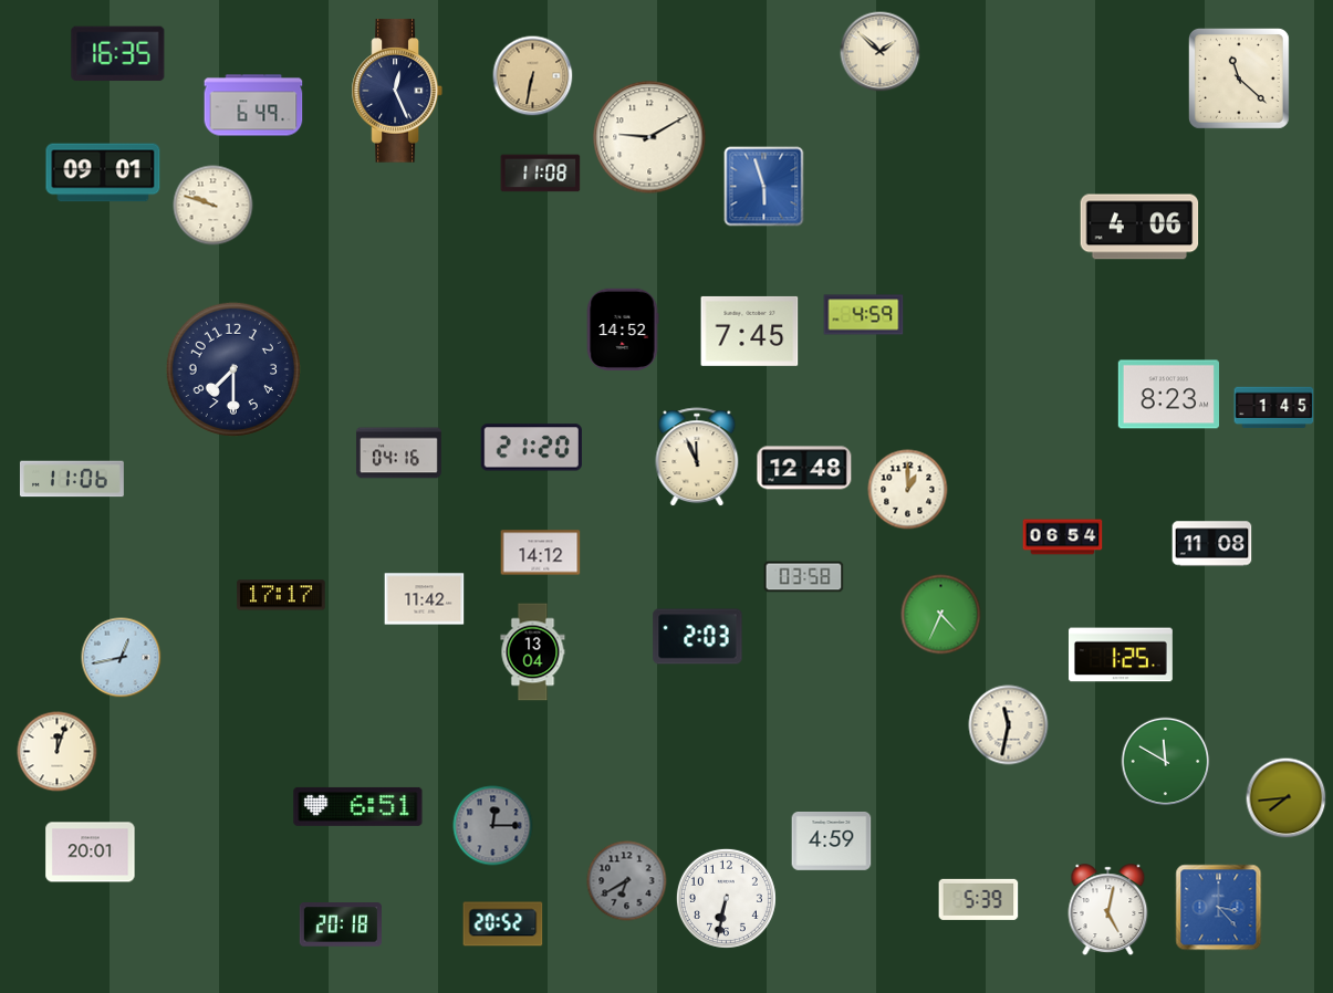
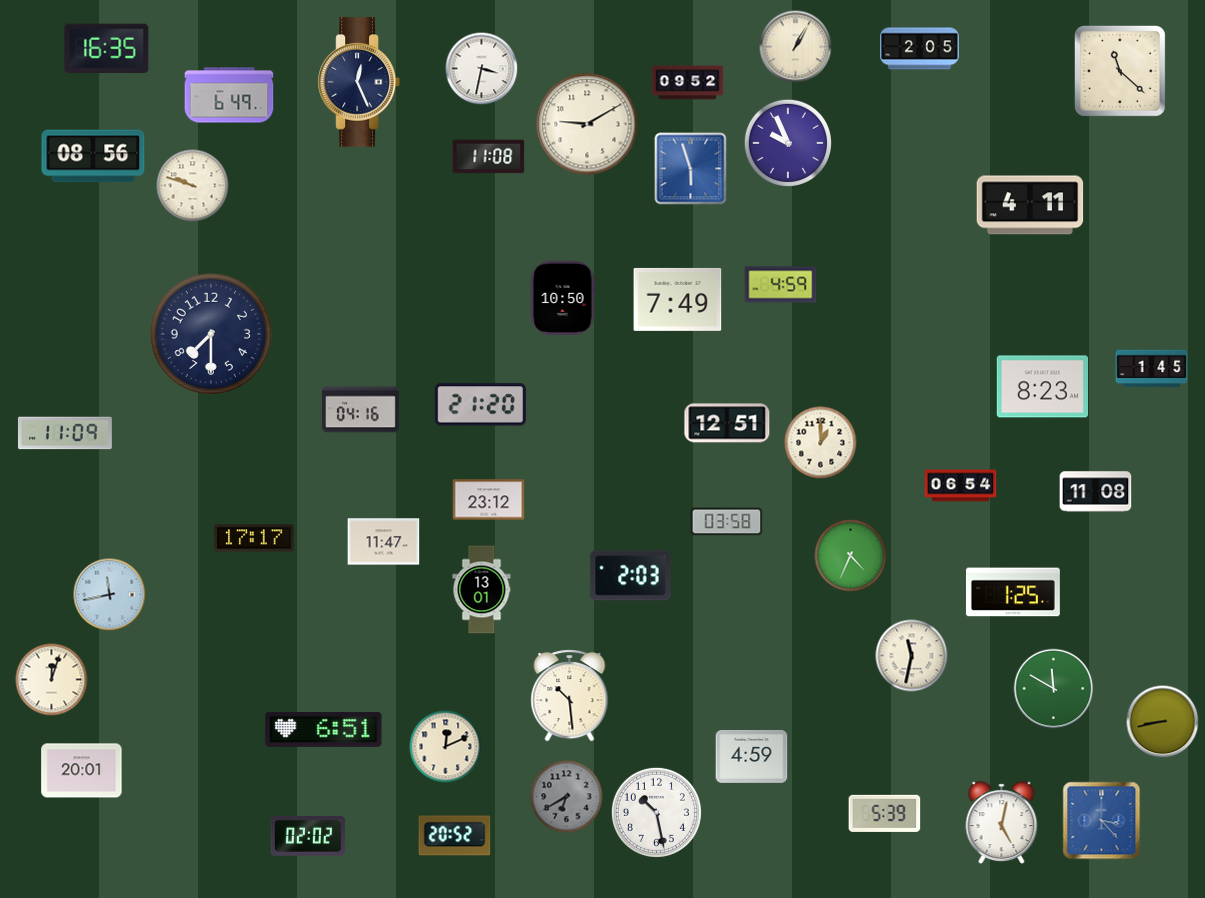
clock at (881, 52): 1:52 -> 1:05
clock at (920, 49): none -> 2:05
clock at (533, 76): 6:32 -> 3:32
clock at (533, 76) dial: champagne -> white
clock at (688, 83): none -> 09:52
clock at (788, 143): none -> 9:56
clock at (103, 173): 09:01 -> 08:56
clock at (1139, 227): 4:06 -> 4:11
clock at (623, 328): 14:52 -> 10:50
clock at (750, 331): 7:45 -> 7:49
clock at (1168, 395) position: (1168, 395) -> (1042, 387)
clock at (697, 458): 11:56 -> none
clock at (804, 468): 12:48 -> 12:51
clock at (72, 479): 11:06 -> 11:09
clock at (541, 553): 14:12 -> 23:12
clock at (425, 599): 11:42 -> 11:47
clock at (533, 652): 13:04 -> 13:01
clock at (122, 658): 12:43 -> 11:43
clock at (570, 696): none -> 10:29
clock at (1287, 798): 7:44 -> 8:43
clock at (493, 826): 12:15 -> 12:11
clock at (493, 826) dial: grey -> cream
clock at (832, 842) position: (832, 842) -> (752, 757)
clock at (726, 898): 6:32 -> 10:28
clock at (340, 924): 20:18 -> 02:02
